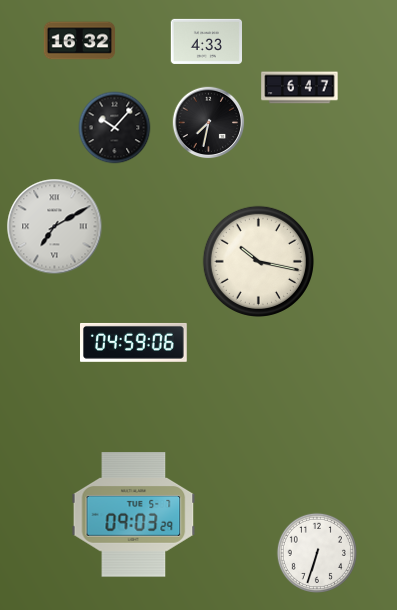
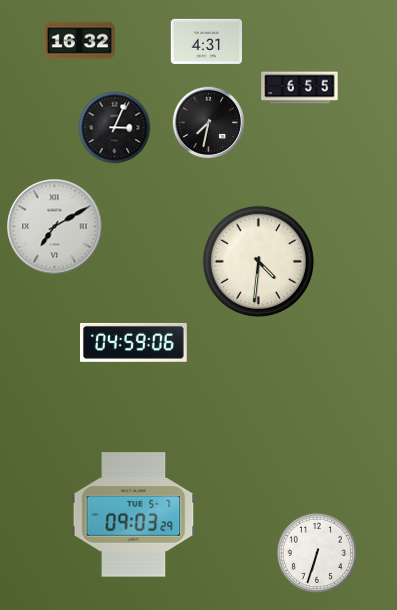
clock at (206, 41): 4:33 -> 4:31
clock at (300, 88): 6:47 -> 6:55
clock at (115, 128): 10:07 -> 3:04
clock at (258, 261): 10:17 -> 4:31
